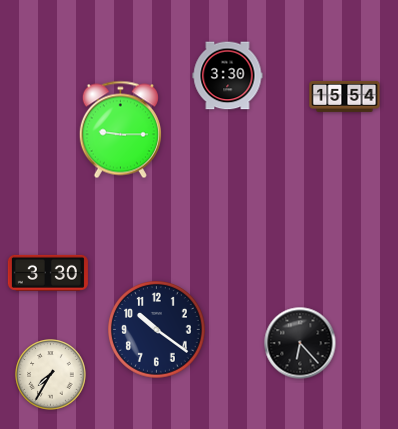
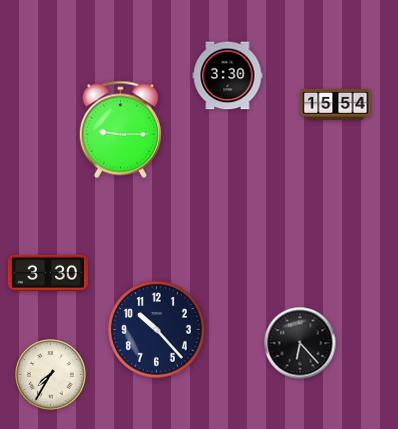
clock at (345, 96) position: (345, 96) -> (336, 104)
clock at (157, 330): 10:21 -> 10:23
